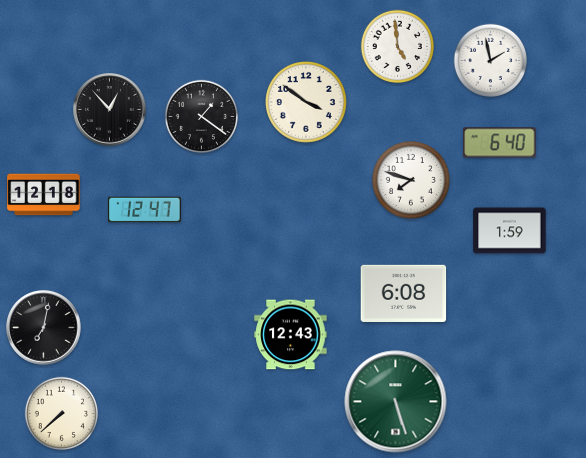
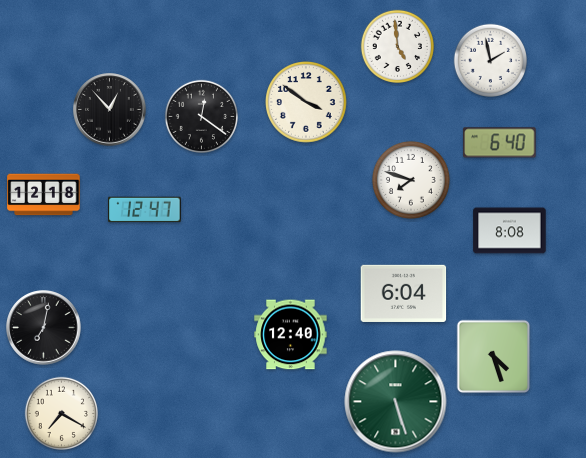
clock at (201, 116): 1:21 -> 12:21
clock at (510, 231): 1:59 -> 8:08
clock at (404, 293): 6:08 -> 6:04
clock at (291, 335): 12:43 -> 12:40
clock at (494, 357): none -> 4:27
clock at (61, 413): 7:38 -> 7:20
